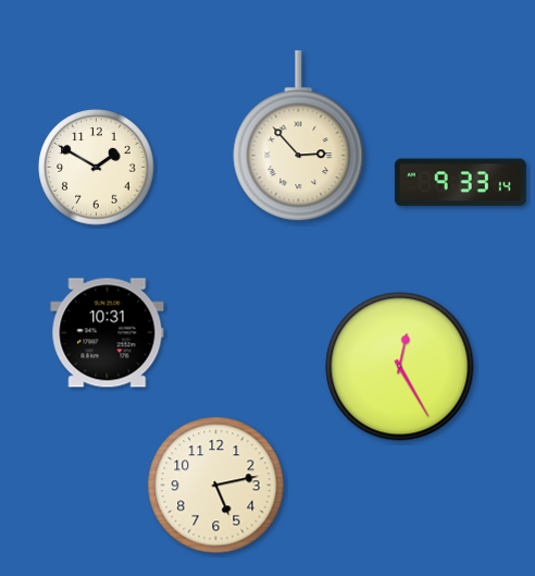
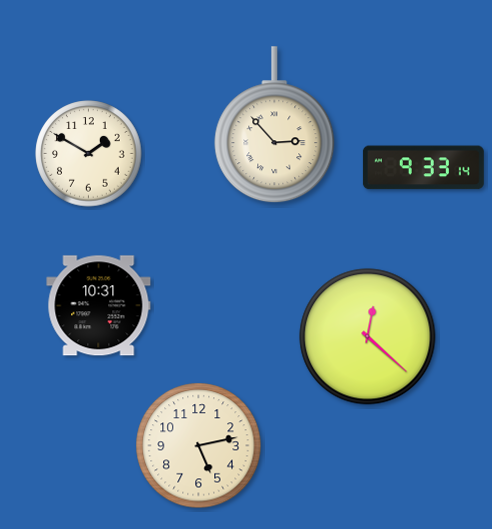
clock at (400, 367): 12:25 -> 12:22
